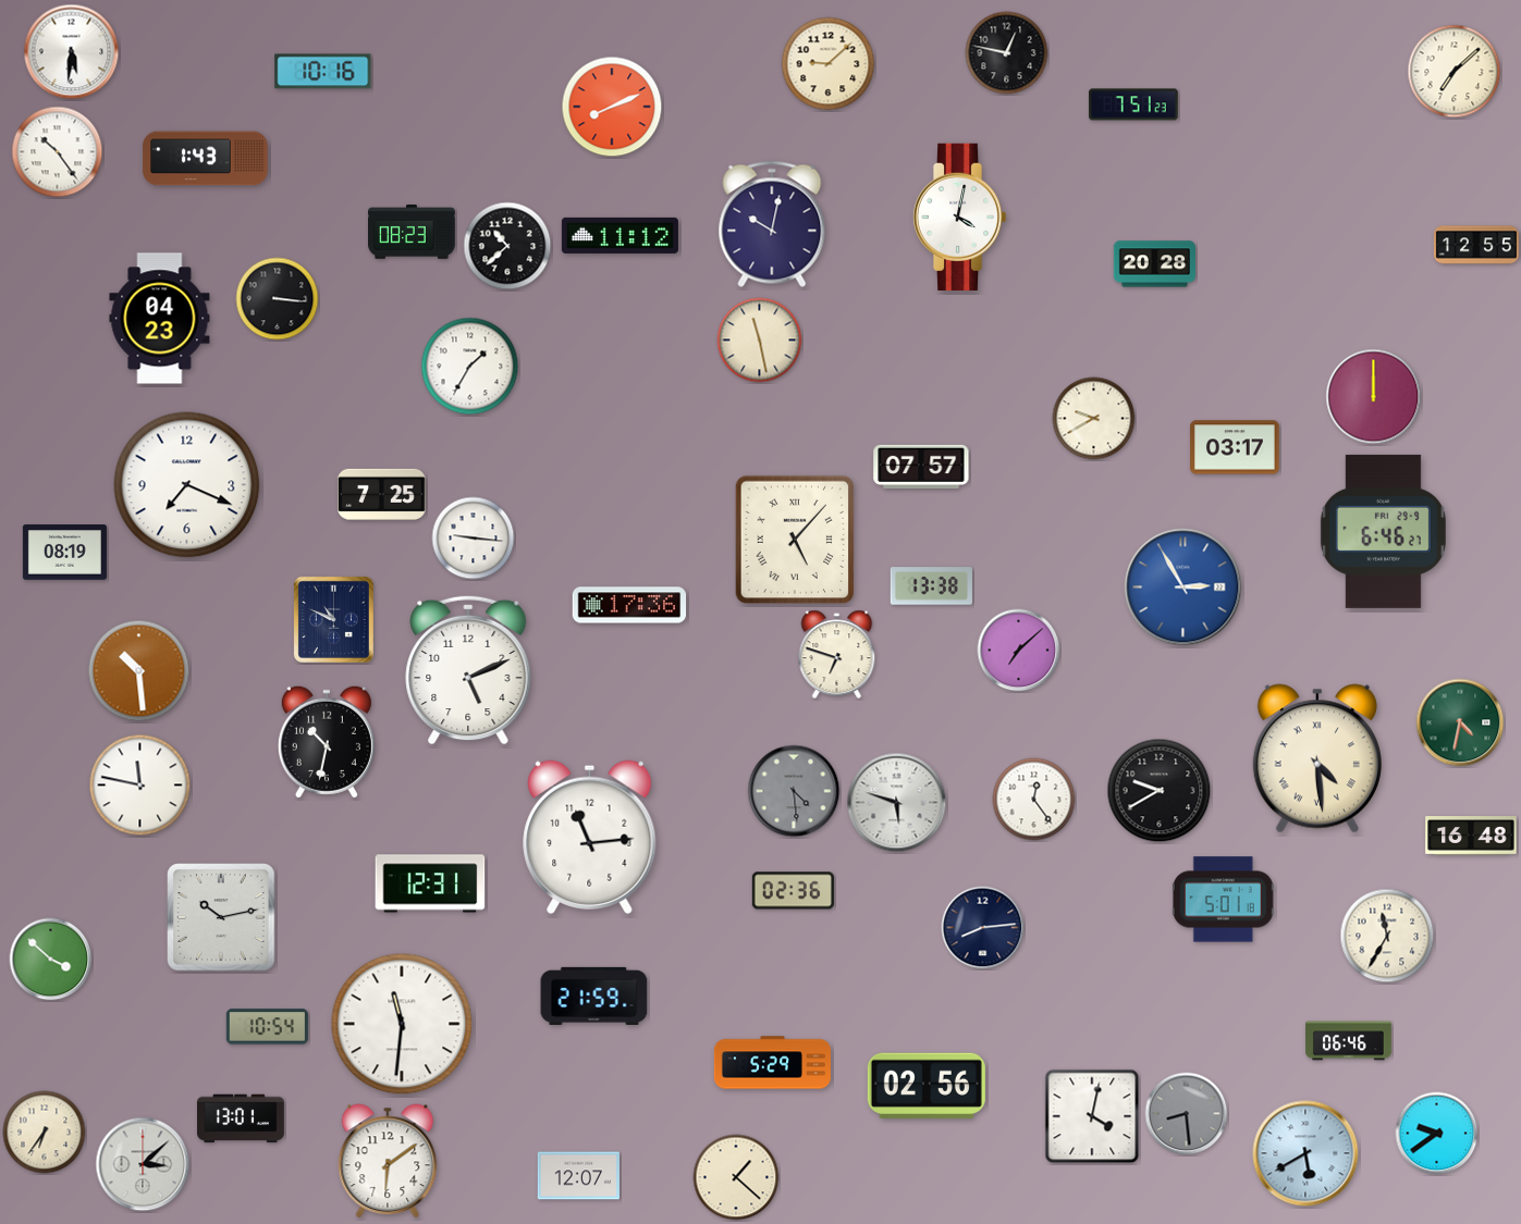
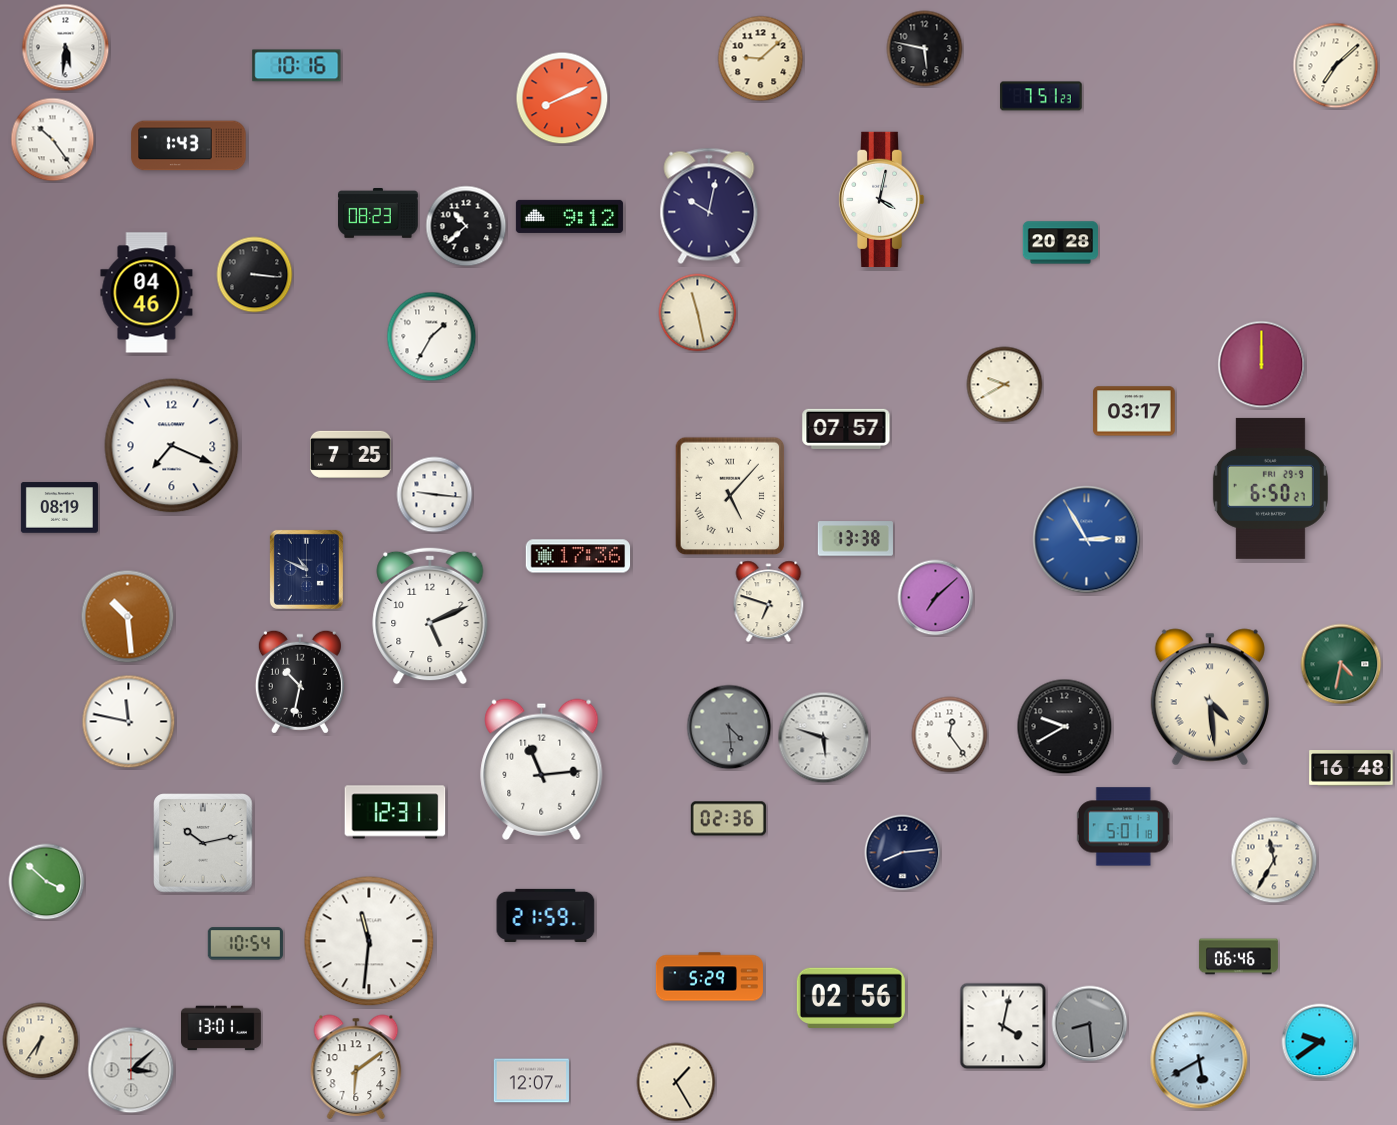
clock at (1007, 53): 12:47 -> 5:47
clock at (620, 235): 11:12 -> 9:12
clock at (1476, 245): 12:55 -> none
clock at (160, 319): 04:23 -> 04:46
clock at (1383, 531): 6:46 -> 6:50
clock at (736, 1177): 1:22 -> 1:25
